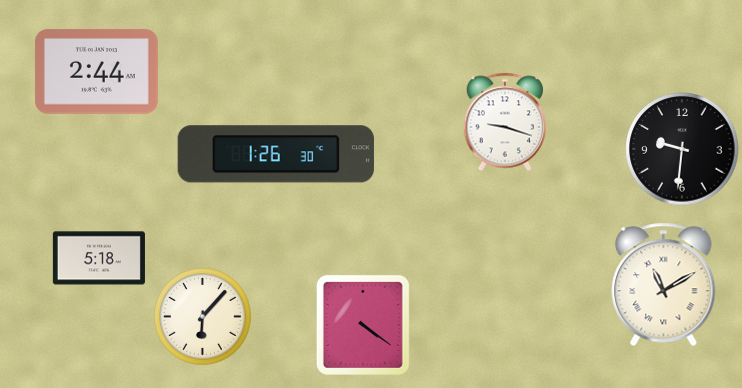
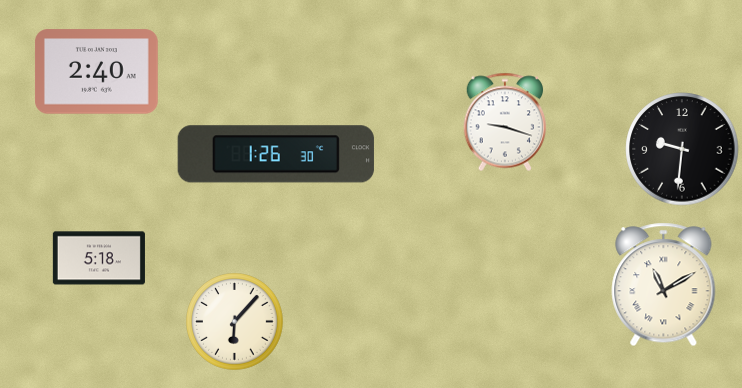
clock at (96, 72): 2:44 -> 2:40
clock at (203, 317) position: (203, 317) -> (235, 322)
clock at (363, 325): 4:21 -> none
